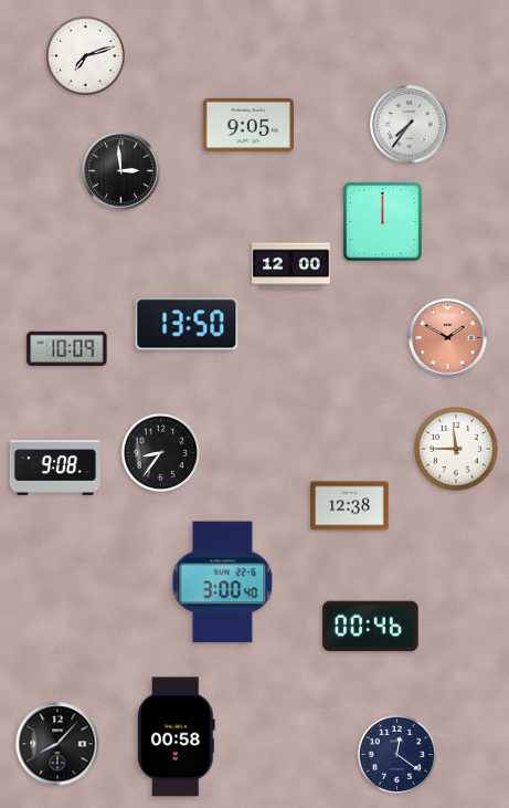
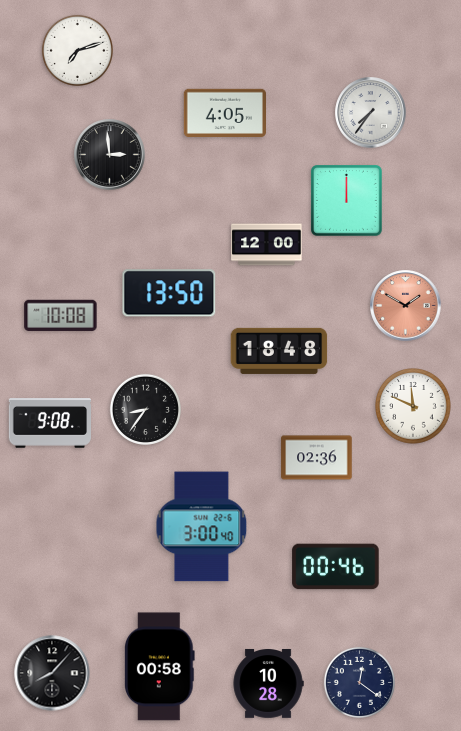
clock at (247, 124): 9:05 -> 4:05
clock at (291, 266) position: (291, 266) -> (267, 245)
clock at (67, 348): 10:09 -> 10:08
clock at (279, 351): none -> 18:48
clock at (456, 449): 11:45 -> 11:49
clock at (350, 506): 12:38 -> 02:36
clock at (268, 684): none -> 10:28
